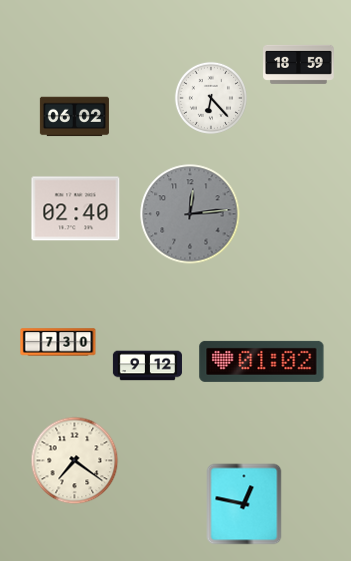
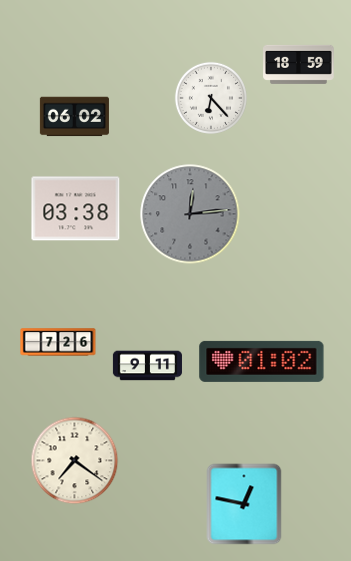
clock at (76, 209): 02:40 -> 03:38
clock at (58, 342): 7:30 -> 7:26
clock at (147, 366): 9:12 -> 9:11
